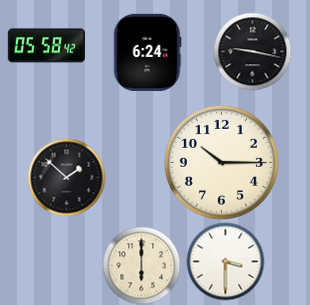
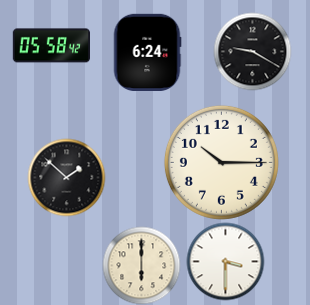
clock at (46, 46) position: (46, 46) -> (51, 46)
clock at (252, 51): 9:17 -> 9:20
